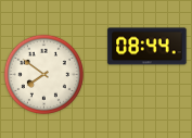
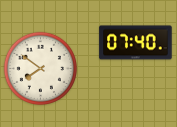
clock at (148, 47): 08:44 -> 07:40
